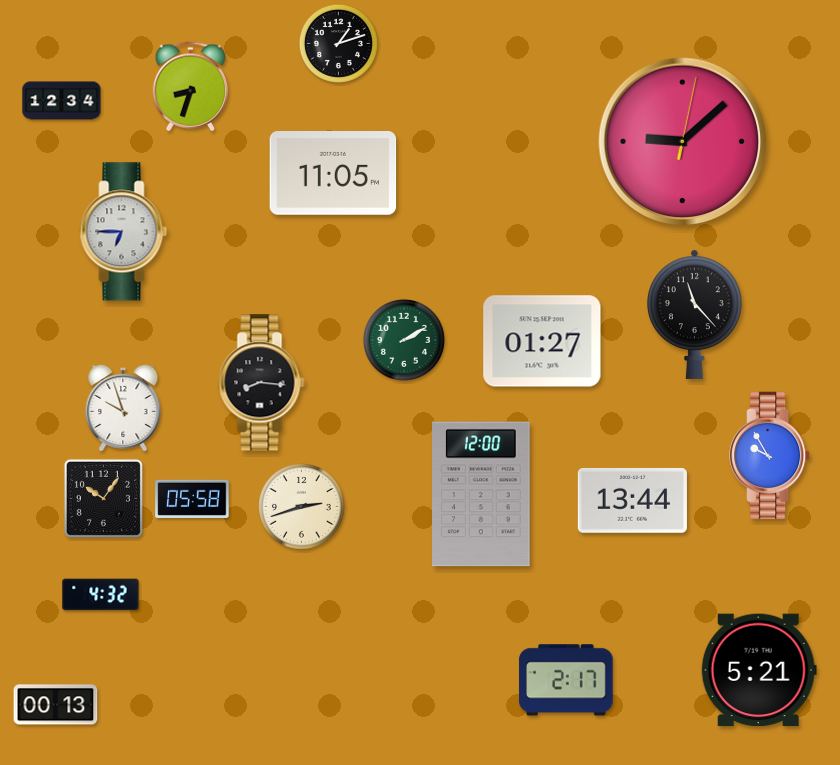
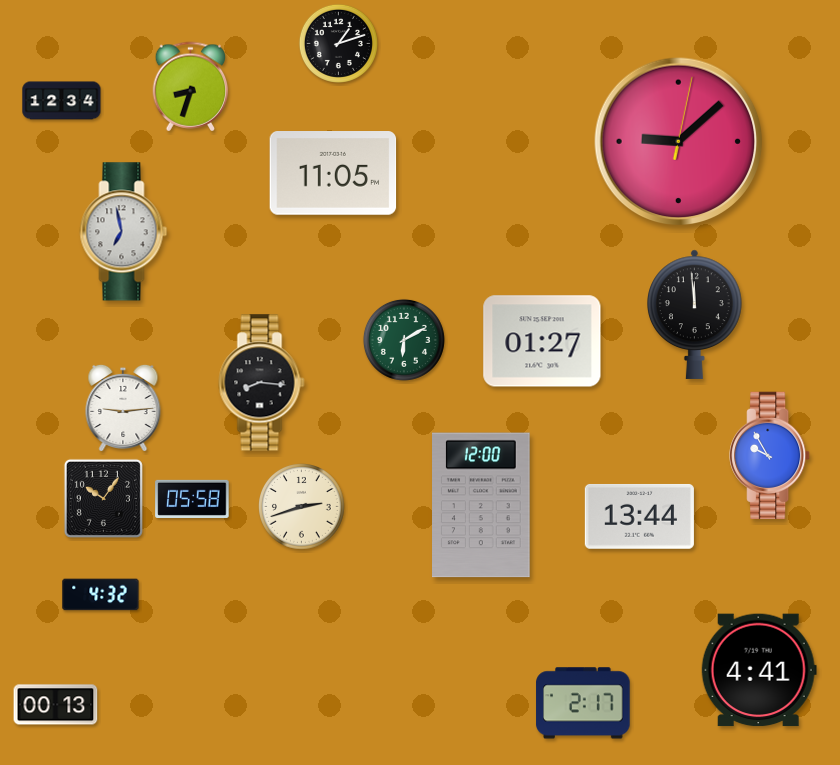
clock at (683, 142) position: (683, 142) -> (679, 142)
clock at (124, 232): 6:45 -> 6:58
clock at (695, 314): 11:23 -> 11:59
clock at (404, 340): 2:10 -> 6:10
clock at (123, 407): 9:57 -> 9:14
clock at (482, 494) position: (482, 494) -> (482, 505)
clock at (632, 500) position: (632, 500) -> (639, 516)
clock at (759, 670): 5:21 -> 4:41
clock at (566, 680) position: (566, 680) -> (583, 703)
